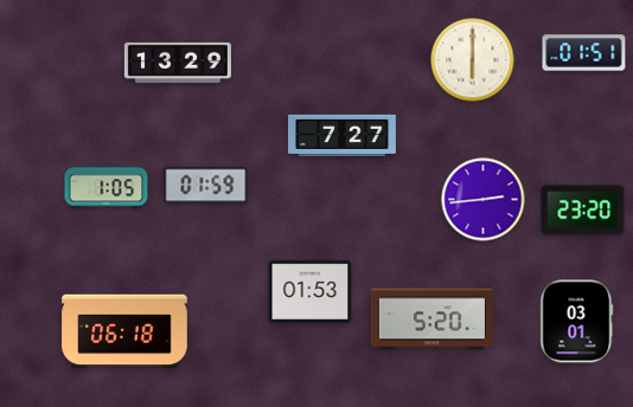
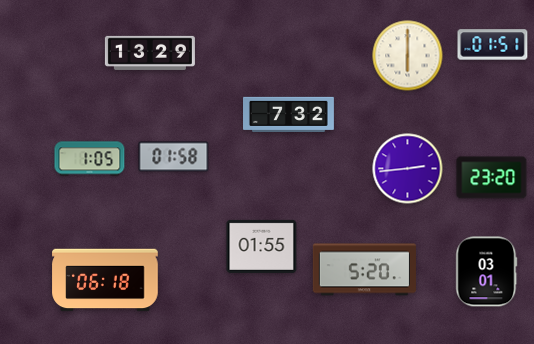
clock at (473, 60) position: (473, 60) -> (408, 56)
clock at (343, 135): 7:27 -> 7:32
clock at (206, 186): 01:59 -> 01:58
clock at (311, 291): 01:53 -> 01:55
